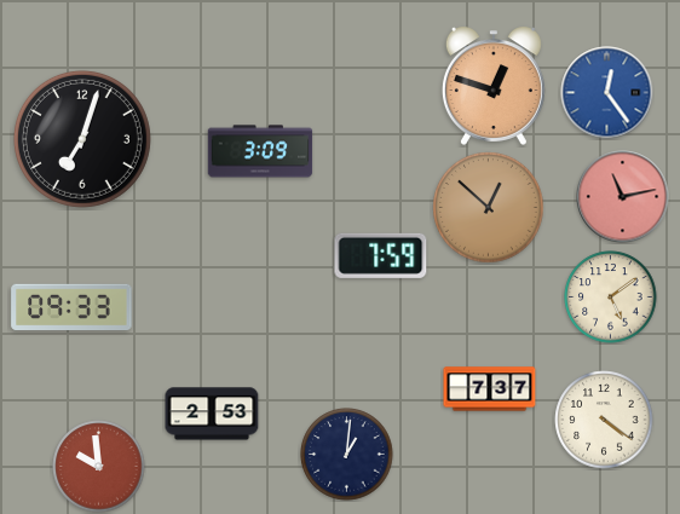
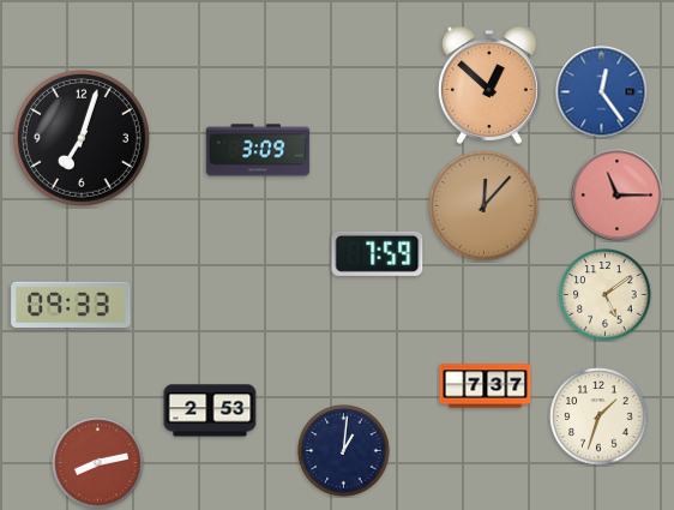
clock at (494, 86): 12:48 -> 12:52
clock at (623, 197): 11:13 -> 11:15
clock at (489, 208): 12:52 -> 12:07
clock at (604, 420): 4:21 -> 1:33
clock at (99, 467): 9:59 -> 8:13
